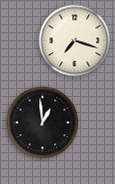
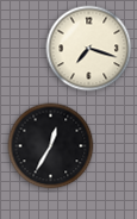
clock at (43, 123): 12:59 -> 12:35
